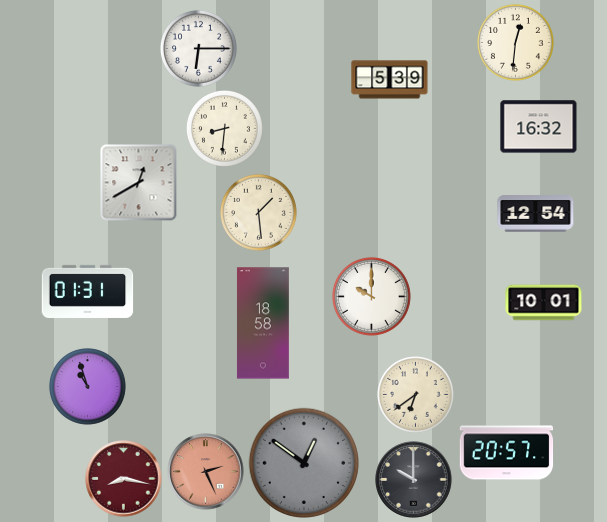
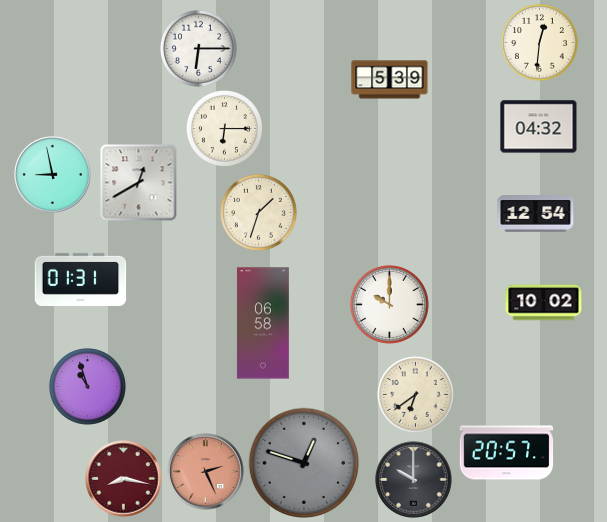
clock at (515, 42) position: (515, 42) -> (539, 42)
clock at (539, 127): 16:32 -> 04:32
clock at (224, 128): 8:31 -> 6:15
clock at (53, 175): none -> 8:58
clock at (258, 212): 1:29 -> 1:33
clock at (88, 291) position: (88, 291) -> (81, 279)
clock at (371, 296) position: (371, 296) -> (389, 304)
clock at (544, 303): 10:01 -> 10:02
clock at (263, 323): 18:58 -> 06:58
clock at (303, 462): 12:51 -> 12:48
